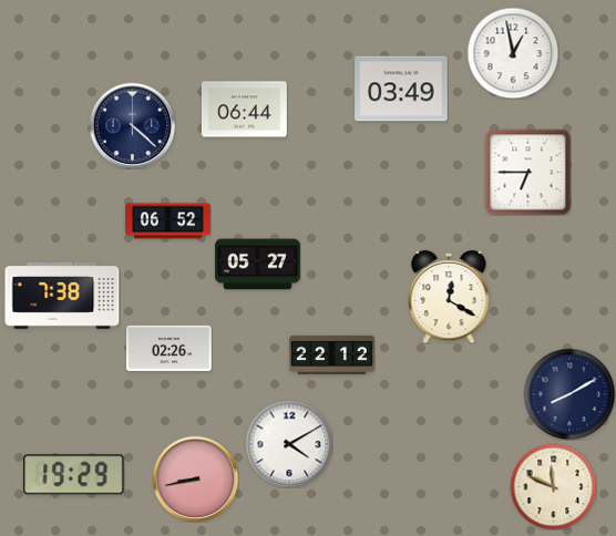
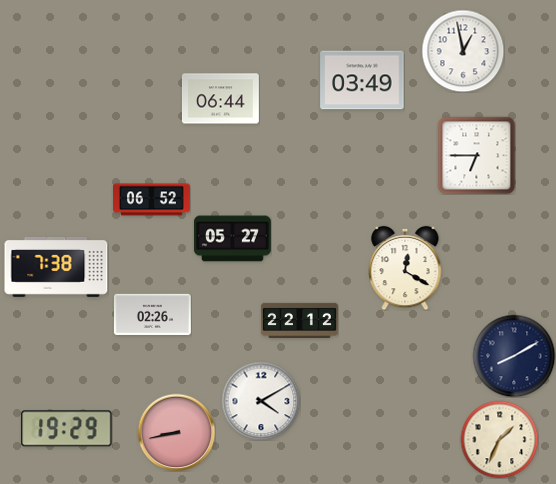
clock at (513, 53) position: (513, 53) -> (463, 51)
clock at (132, 125): 4:22 -> none
clock at (553, 486): 11:49 -> 1:34
